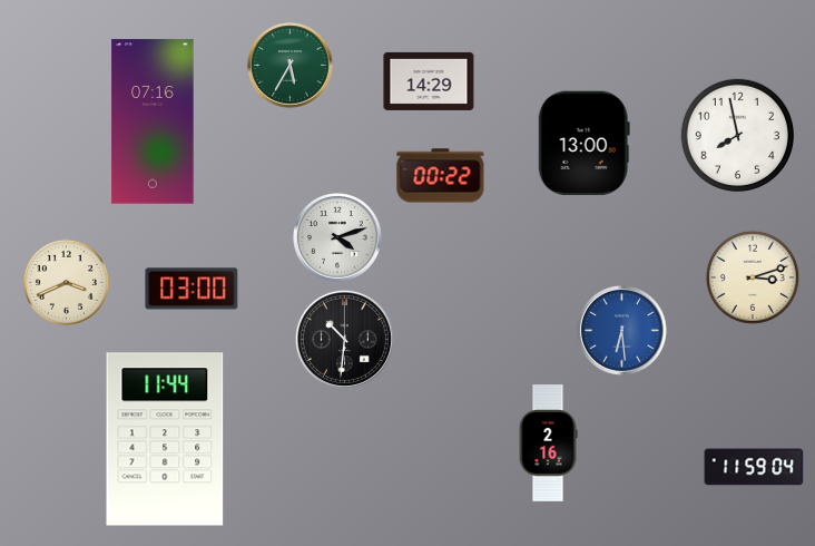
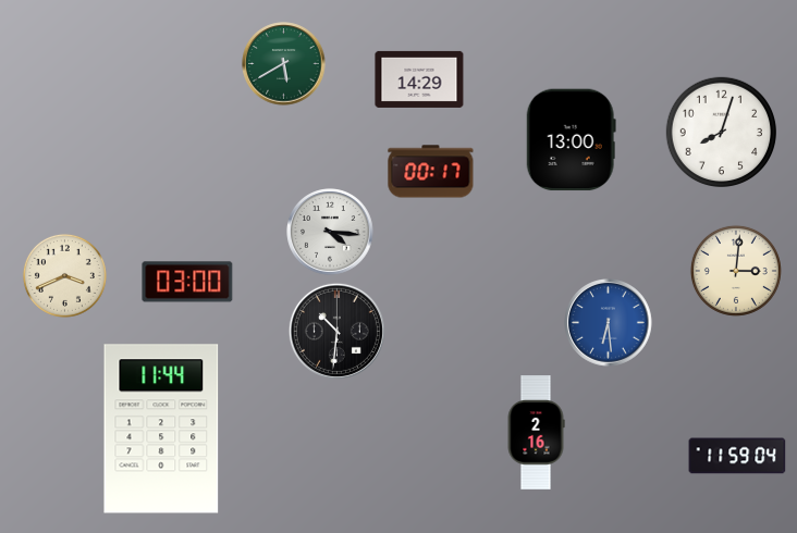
clock at (291, 66): 5:35 -> 5:40
clock at (153, 121): 07:16 -> none
clock at (737, 135): 7:58 -> 8:03
clock at (441, 176): 00:22 -> 00:17
clock at (337, 237): 4:12 -> 4:16
clock at (753, 277): 3:12 -> 3:01
